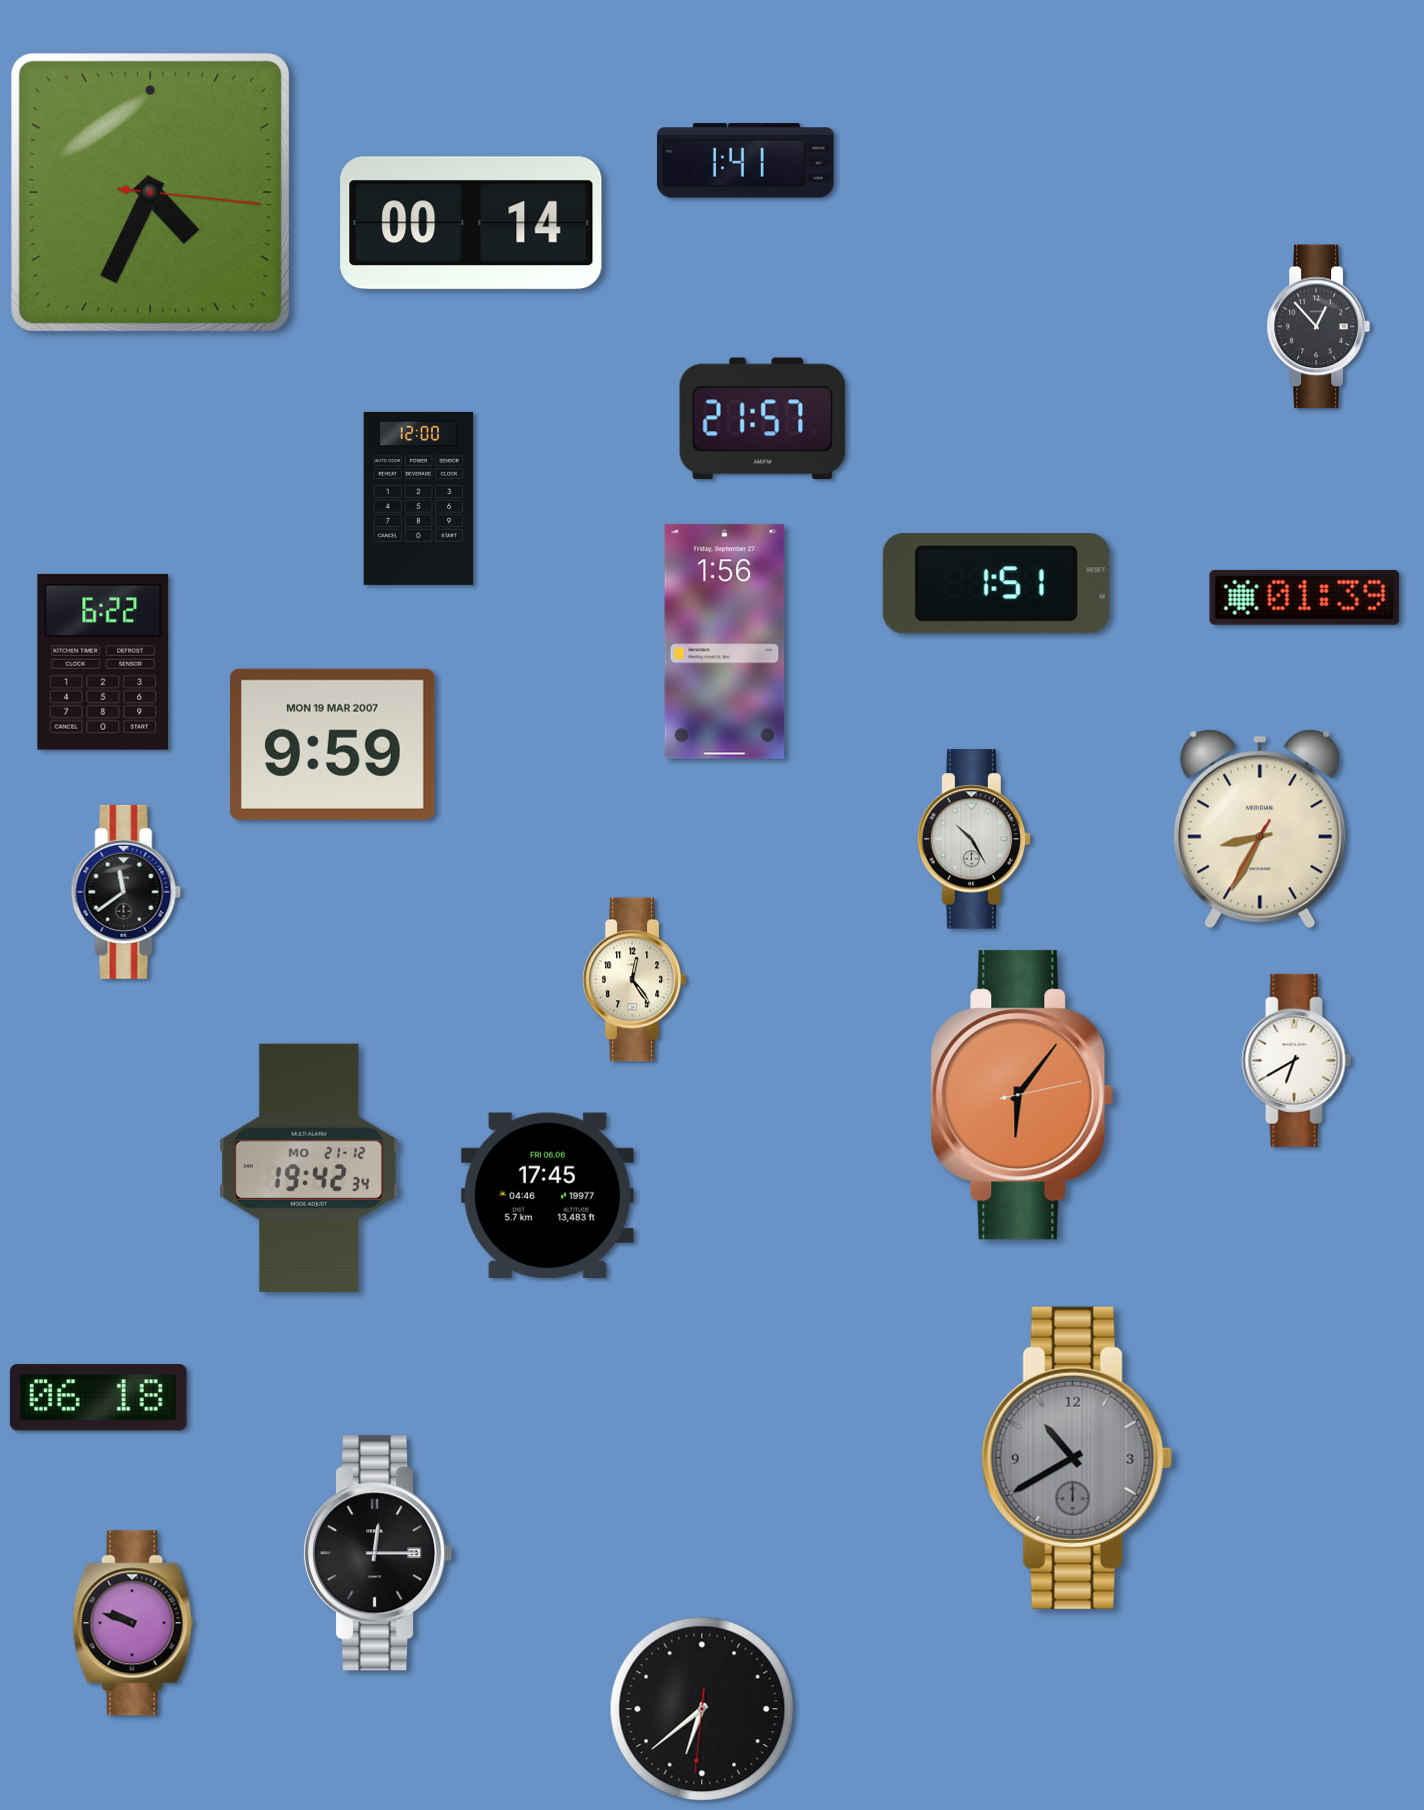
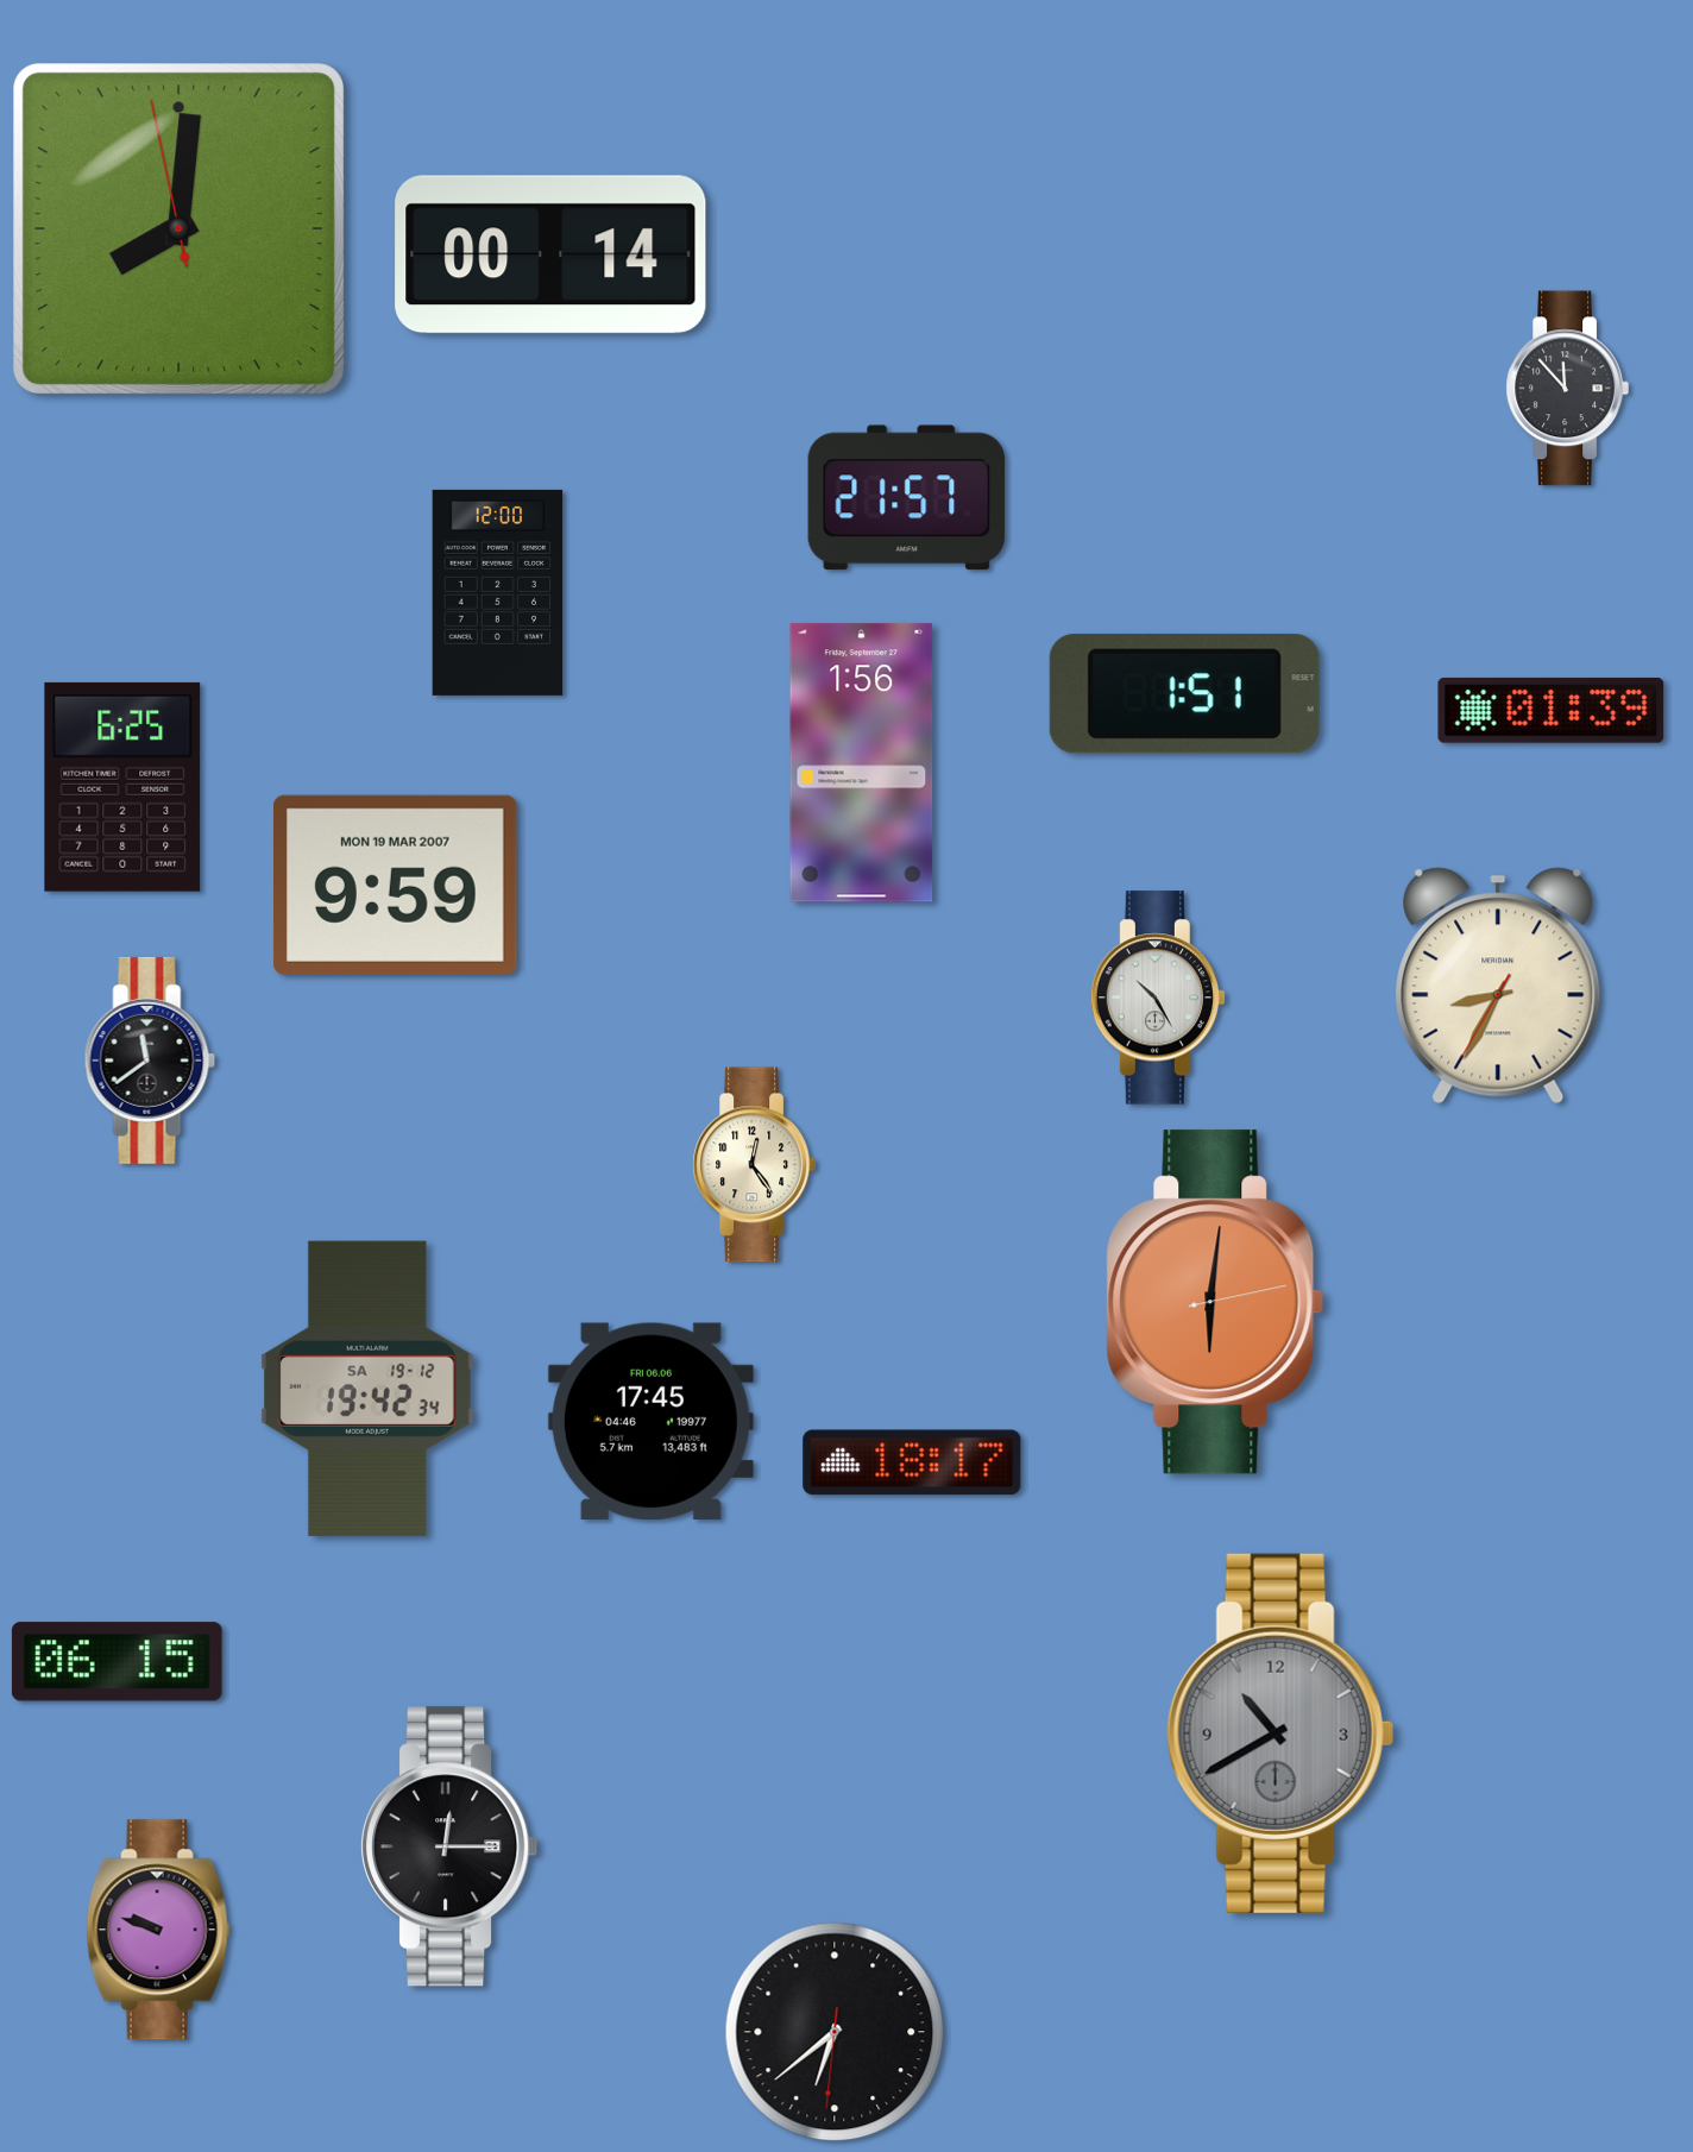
clock at (745, 161): 1:41 -> none
clock at (151, 193): 4:34 -> 8:00
clock at (471, 223) position: (471, 223) -> (550, 254)
clock at (1318, 327): 12:53 -> 11:53
clock at (103, 662): 6:22 -> 6:25
clock at (1297, 1060): 6:40 -> none
clock at (1022, 1095): 6:06 -> 6:01
clock at (309, 1168) date: MO 21-12 -> SA 19-12
clock at (912, 1462): none -> 18:17
clock at (98, 1398): 06:18 -> 06:15
